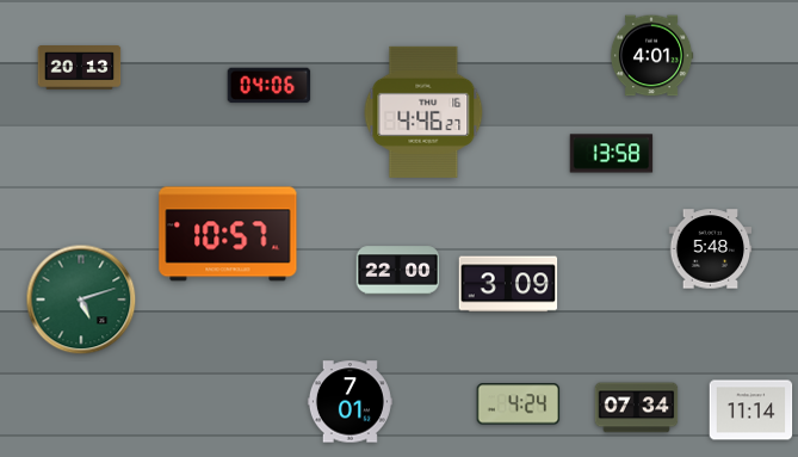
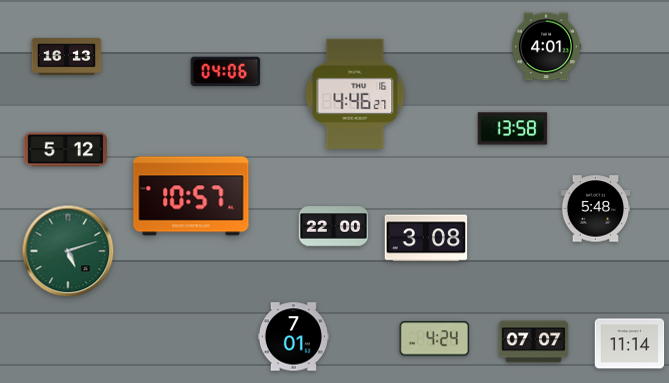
clock at (80, 68): 20:13 -> 16:13
clock at (65, 150): none -> 5:12
clock at (508, 284): 3:09 -> 3:08
clock at (637, 408): 07:34 -> 07:07
